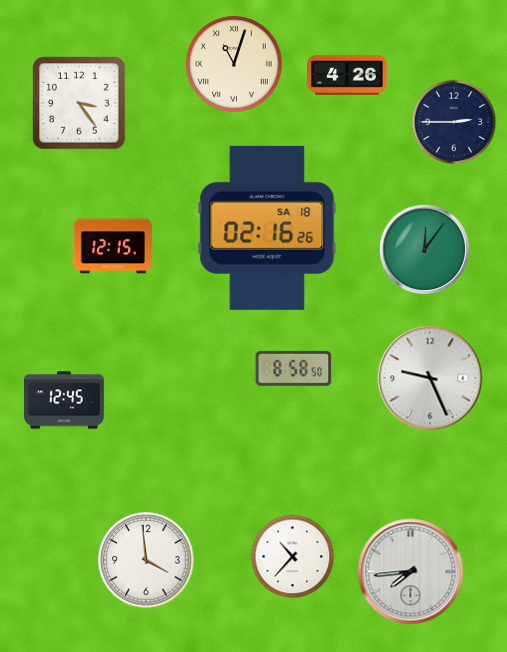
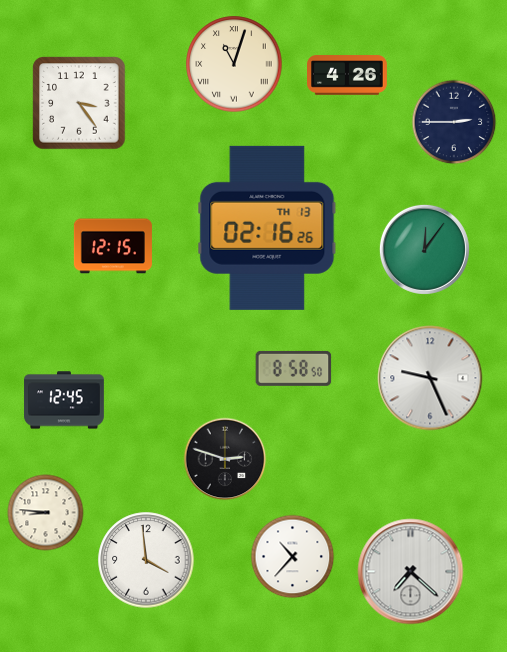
clock at (267, 228) date: SA 18 -> TH 13
clock at (225, 459): none -> 2:48
clock at (46, 513): none -> 8:46
clock at (411, 572): 7:44 -> 7:22
